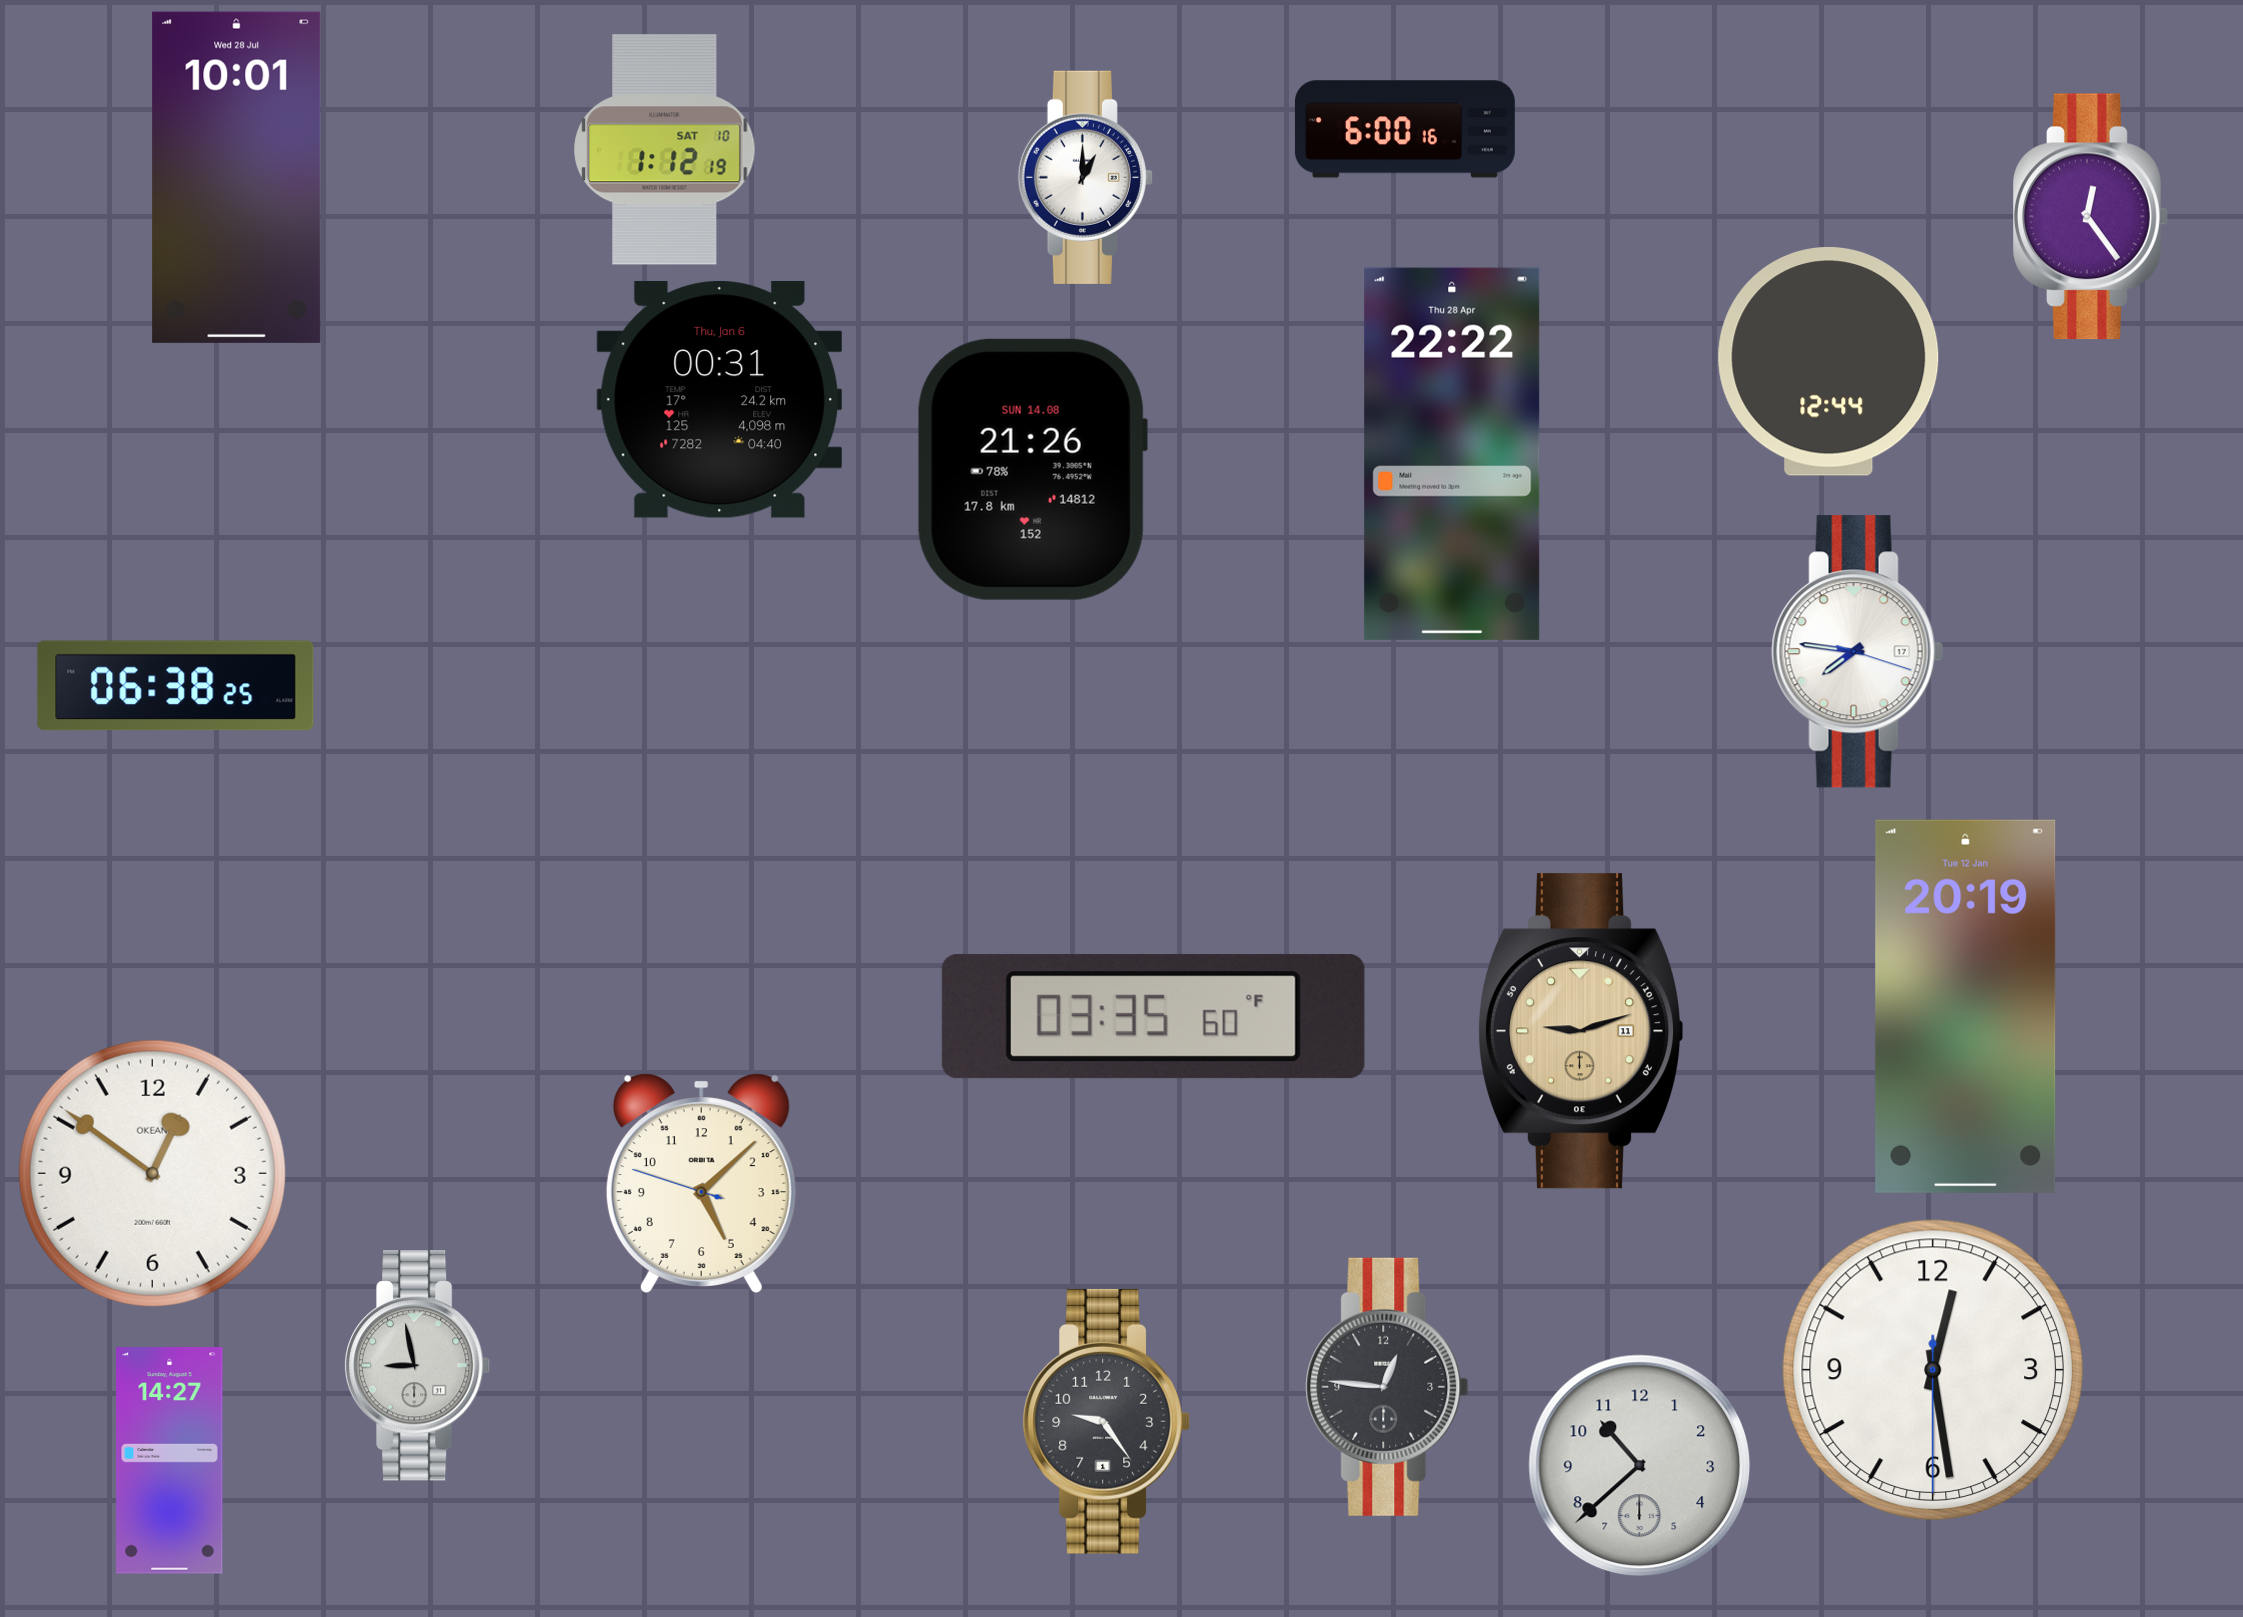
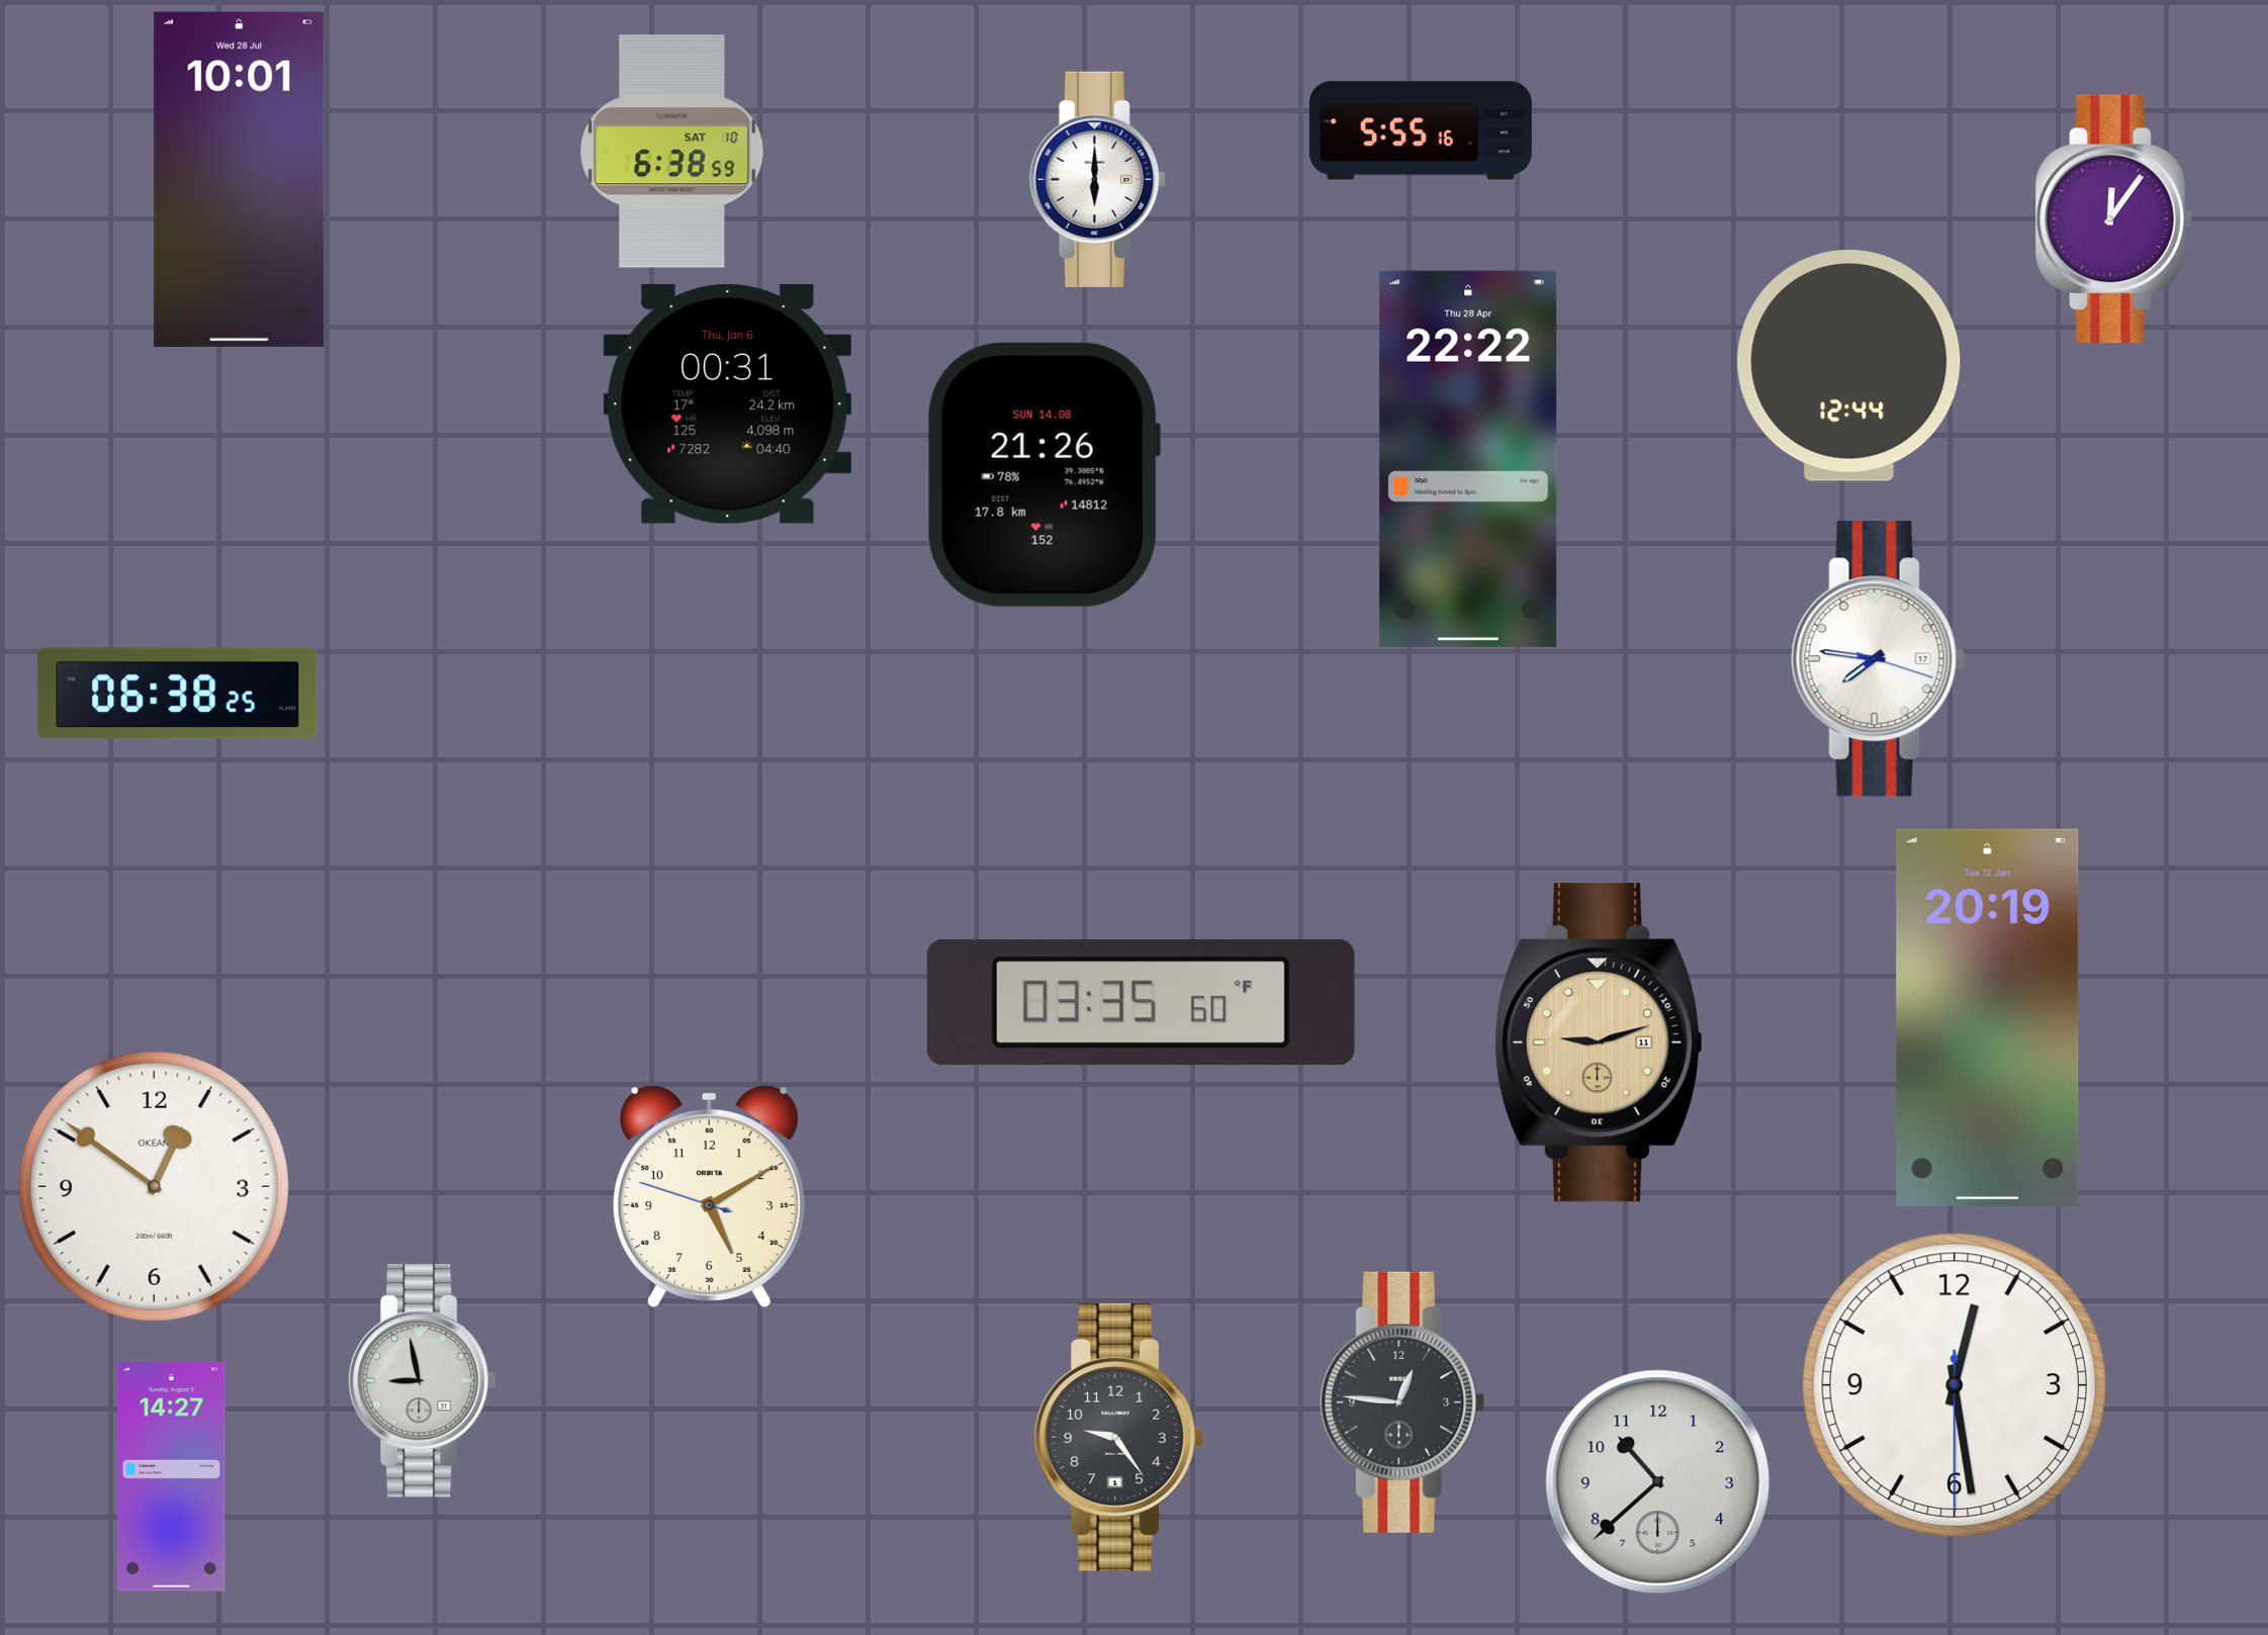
clock at (1405, 129): 6:00 -> 5:55
clock at (665, 150): 1:12 -> 6:38
clock at (1085, 177): 1:00 -> 6:00
clock at (2091, 217): 12:24 -> 12:06
clock at (1153, 1017) position: (1153, 1017) -> (1141, 1003)
clock at (701, 1183): 5:07 -> 5:09
